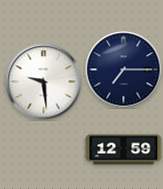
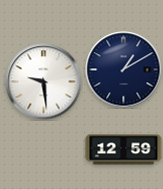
clock at (124, 70): 7:15 -> 1:10
